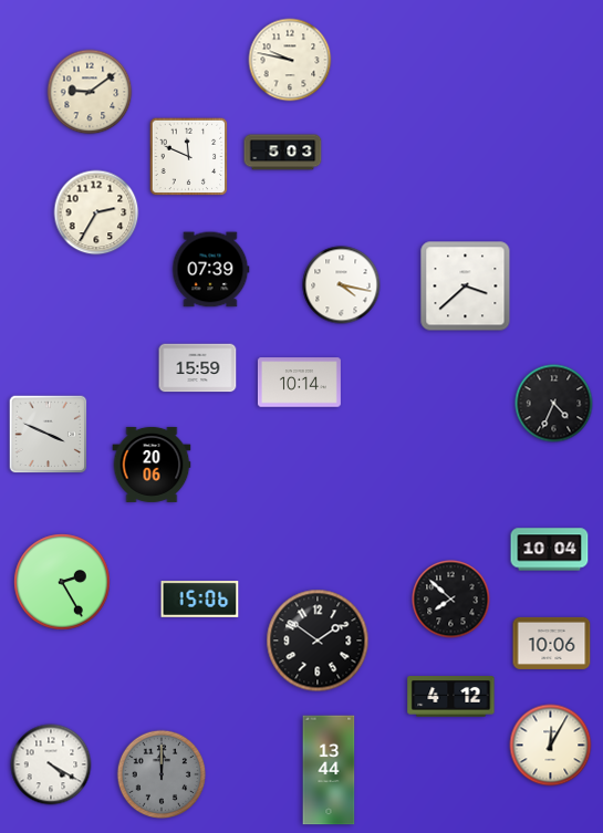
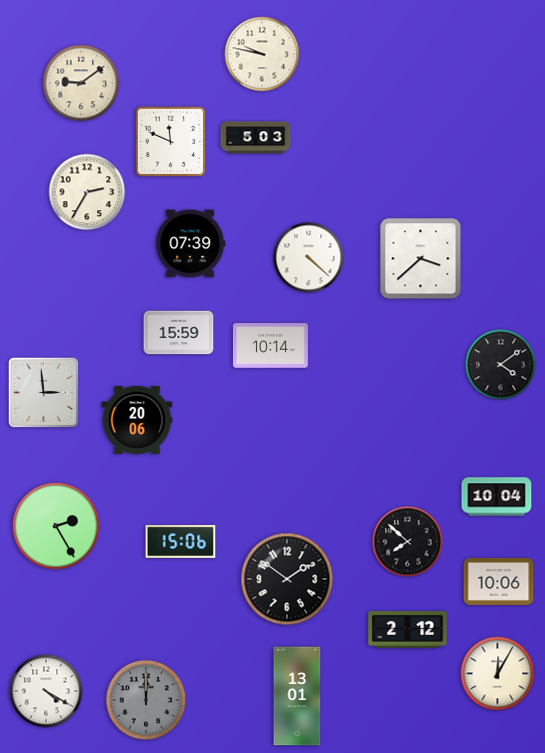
clock at (342, 285): 4:17 -> 4:22
clock at (554, 404): 4:34 -> 4:09
clock at (49, 435): 3:49 -> 2:59
clock at (451, 697): 4:12 -> 2:12
clock at (329, 770): 13:44 -> 13:01
